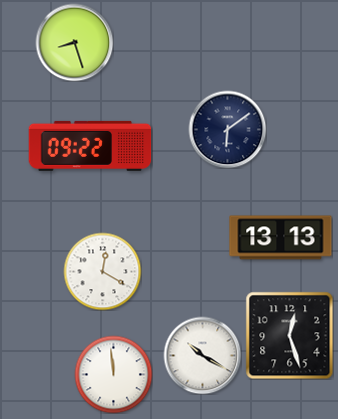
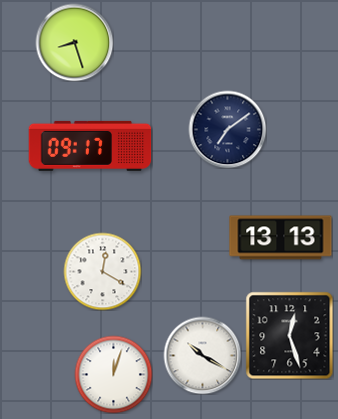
clock at (227, 129): 6:09 -> 7:09
clock at (90, 146): 09:22 -> 09:17
clock at (113, 374): 11:59 -> 12:03
